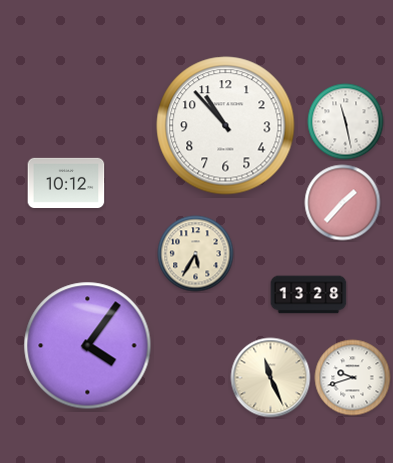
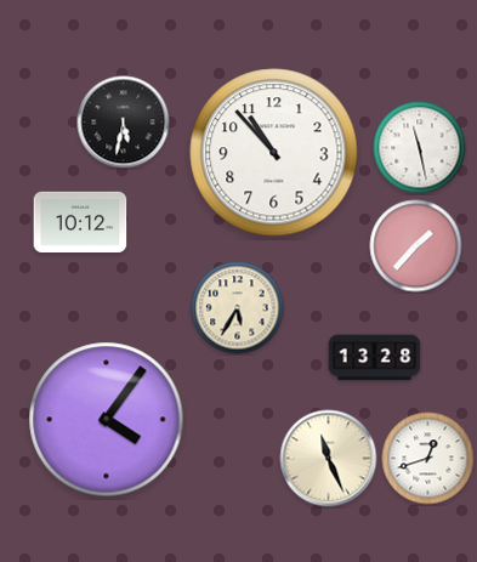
clock at (124, 123): none -> 5:32
clock at (353, 378): 9:42 -> 12:42
